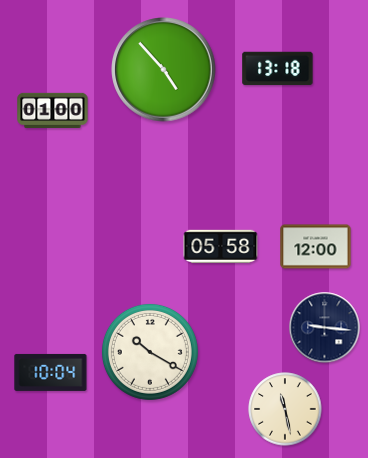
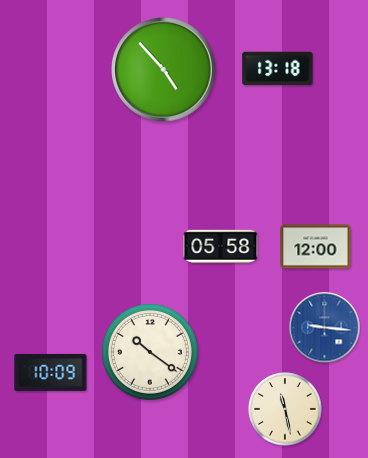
clock at (53, 110): 01:00 -> none
clock at (325, 328) dial: navy -> blue
clock at (150, 352): 10:20 -> 10:21
clock at (51, 372): 10:04 -> 10:09
